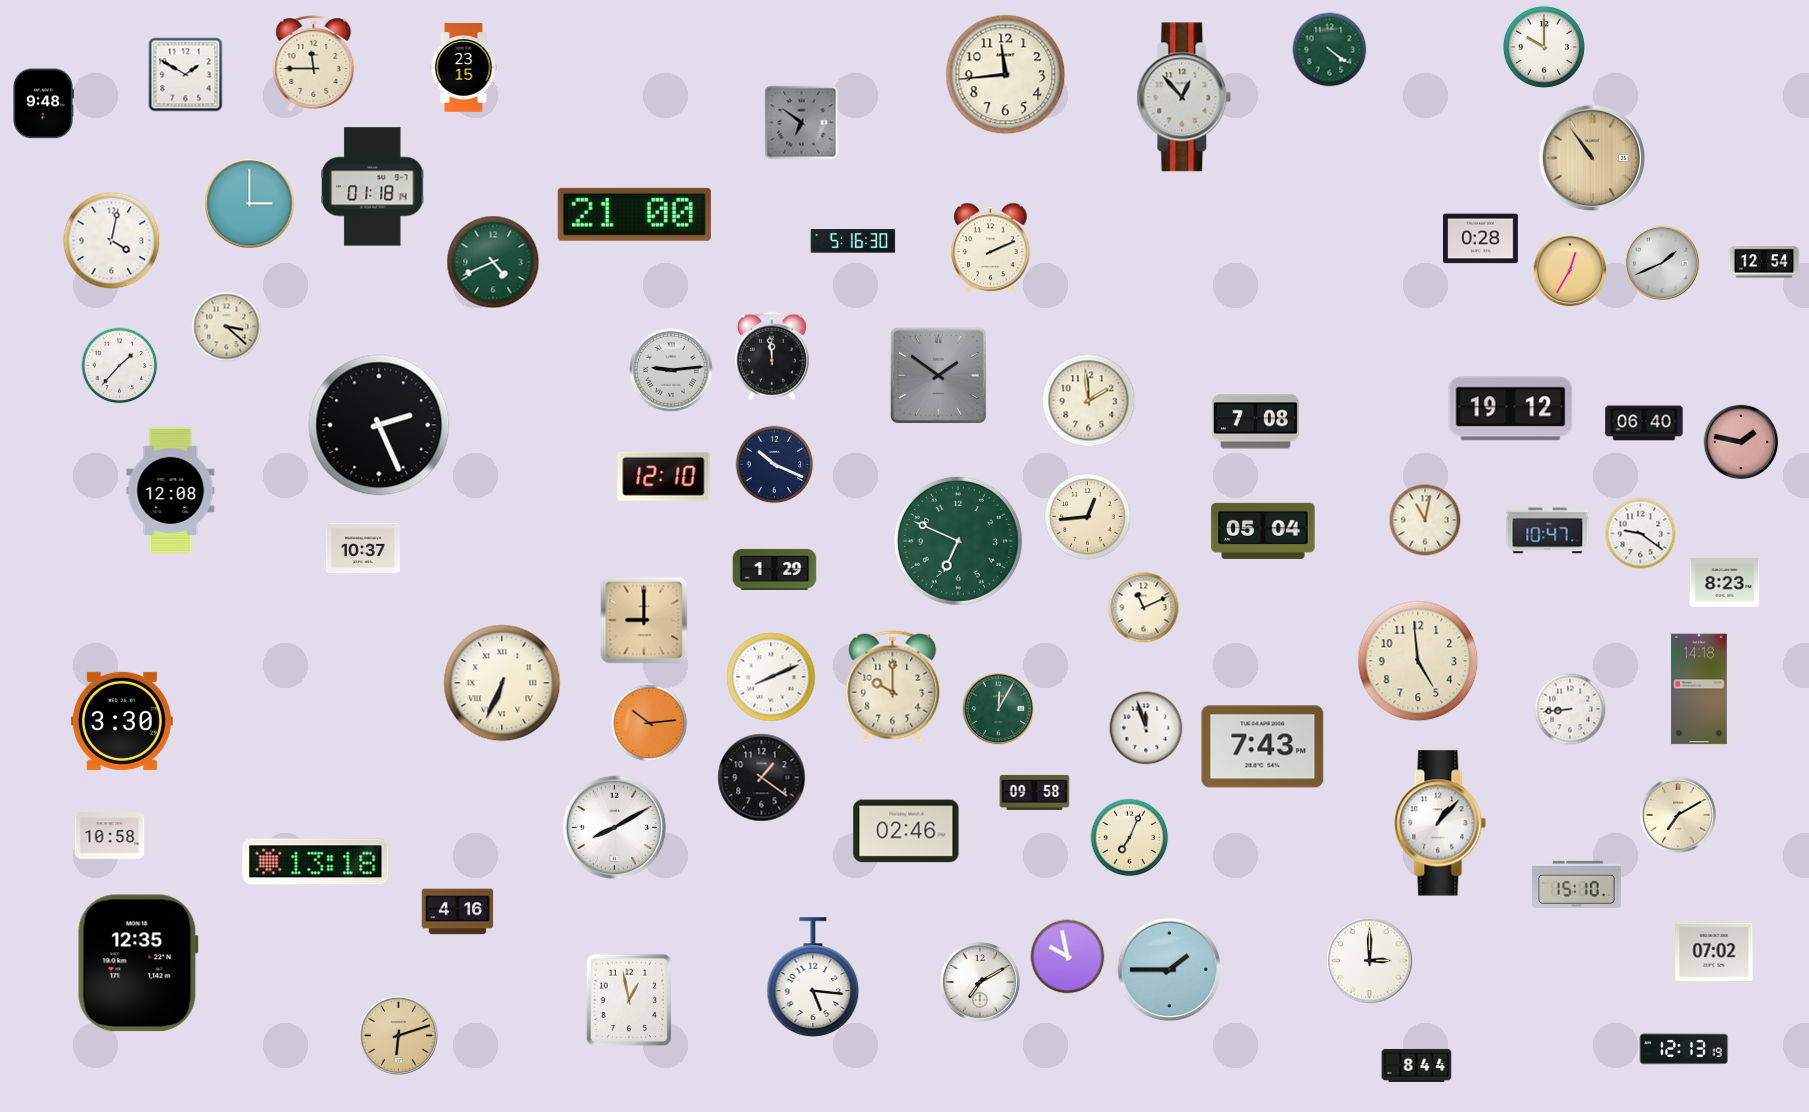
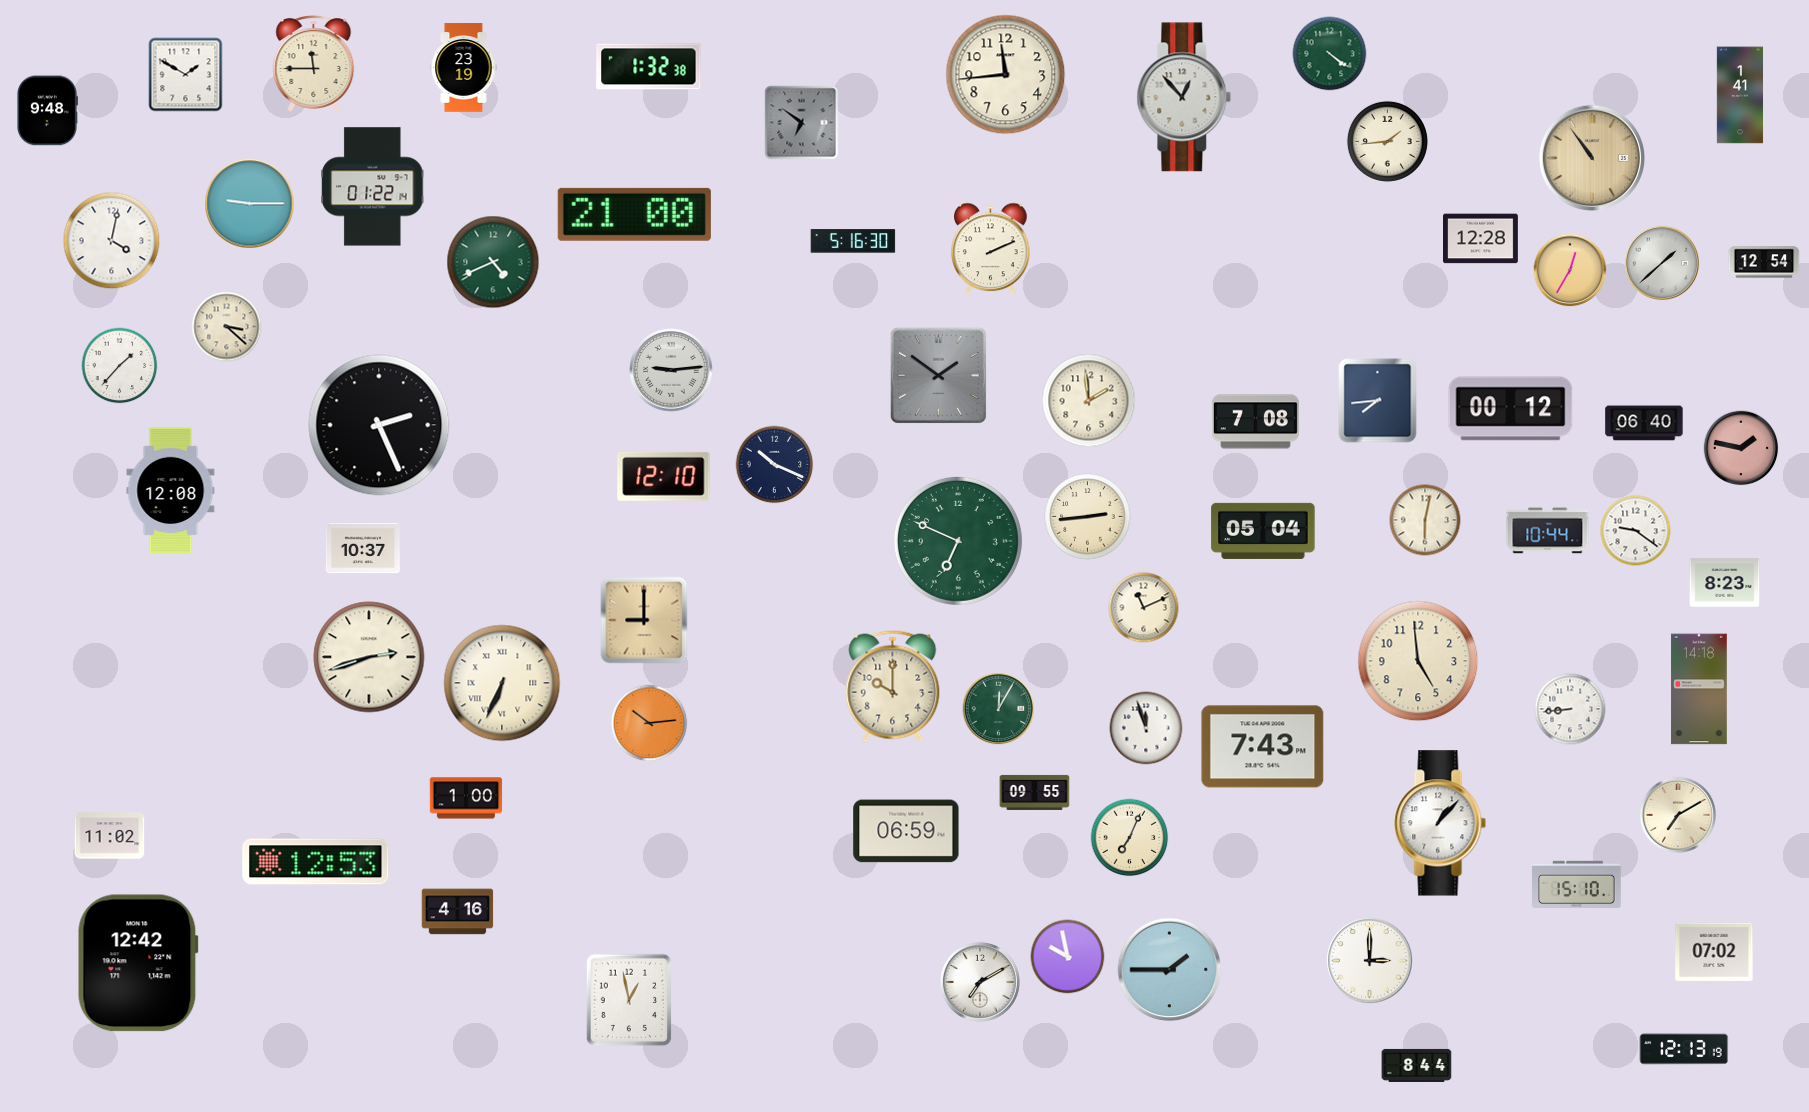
clock at (1544, 47): 10:00 -> none
clock at (1330, 50) position: (1330, 50) -> (1330, 54)
clock at (649, 67): none -> 1:32
clock at (464, 68): 23:15 -> 23:19
clock at (1739, 95): none -> 1:41
clock at (43, 104) position: (43, 104) -> (47, 111)
clock at (1387, 141): none -> 1:44
clock at (373, 187): 01:18 -> 01:22
clock at (250, 204): 3:00 -> 9:15
clock at (1481, 239): 0:28 -> 12:28
clock at (1662, 263): 1:41 -> 1:38
clock at (772, 356): 11:59 -> none
clock at (1378, 401): none -> 7:44
clock at (1511, 409): 19:12 -> 00:12
clock at (1741, 442) position: (1741, 442) -> (1741, 448)
clock at (1088, 517): 12:44 -> 2:44
clock at (1425, 520): 11:02 -> 6:02
clock at (1548, 531): 10:47 -> 10:44
clock at (1641, 534) position: (1641, 534) -> (1636, 531)
clock at (775, 569): 1:29 -> none
clock at (369, 657): none -> 2:42
clock at (771, 677): 8:11 -> none
clock at (122, 721): 3:30 -> none
clock at (762, 778): 1:21 -> none
clock at (1035, 792): 09:58 -> 09:55
clock at (466, 798): none -> 1:00
clock at (615, 828): 8:10 -> none
clock at (906, 831): 02:46 -> 06:59
clock at (110, 836): 10:58 -> 11:02
clock at (316, 862): 13:18 -> 12:53
clock at (138, 963): 12:35 -> 12:42
clock at (813, 977): 5:16 -> none
clock at (398, 1035): 6:12 -> none
